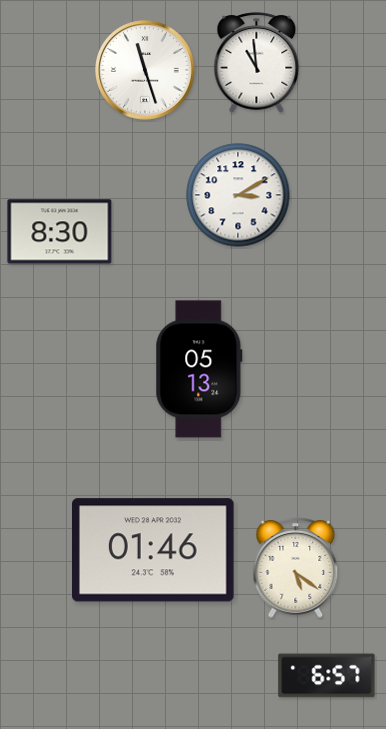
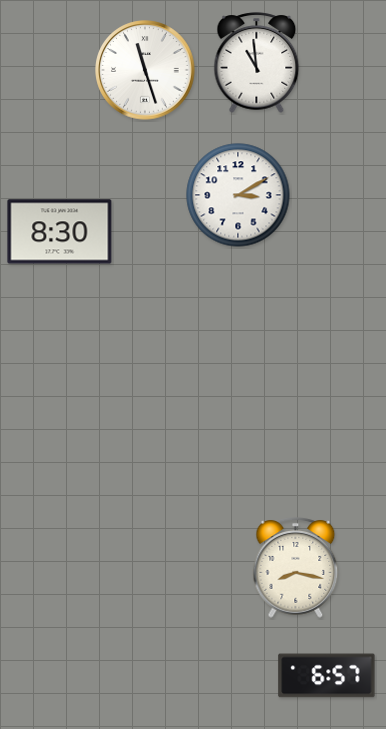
clock at (199, 369): 05:13 -> none
clock at (154, 550): 01:46 -> none
clock at (296, 568): 5:21 -> 8:17
